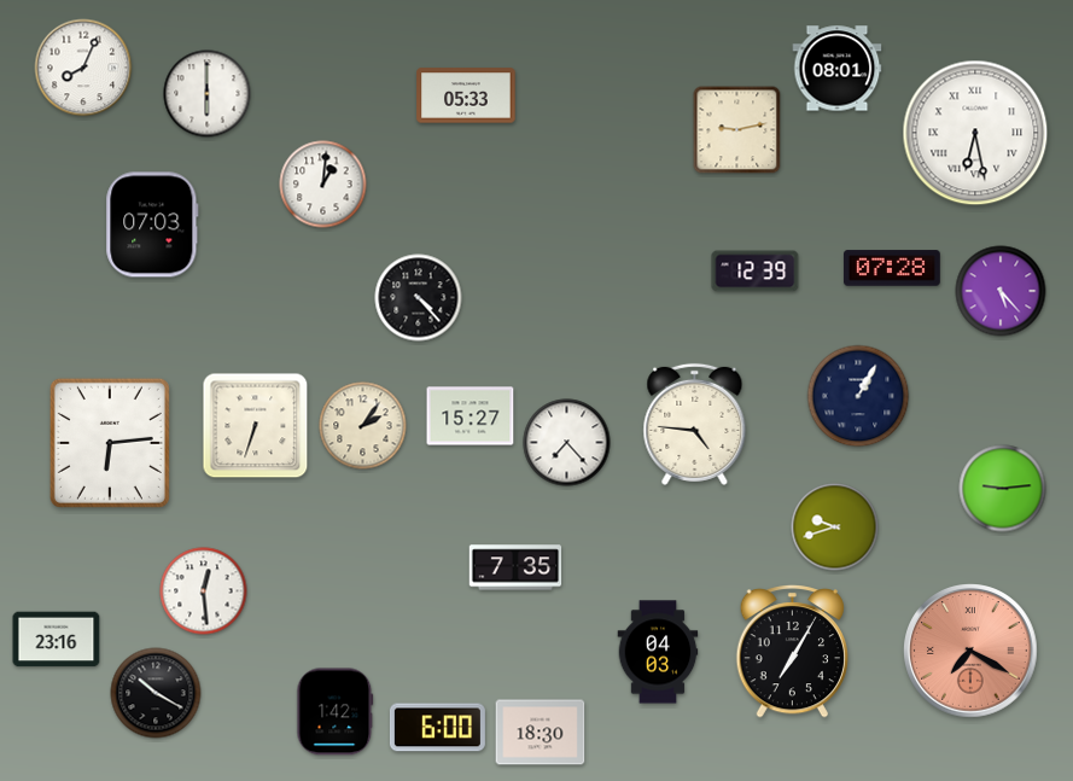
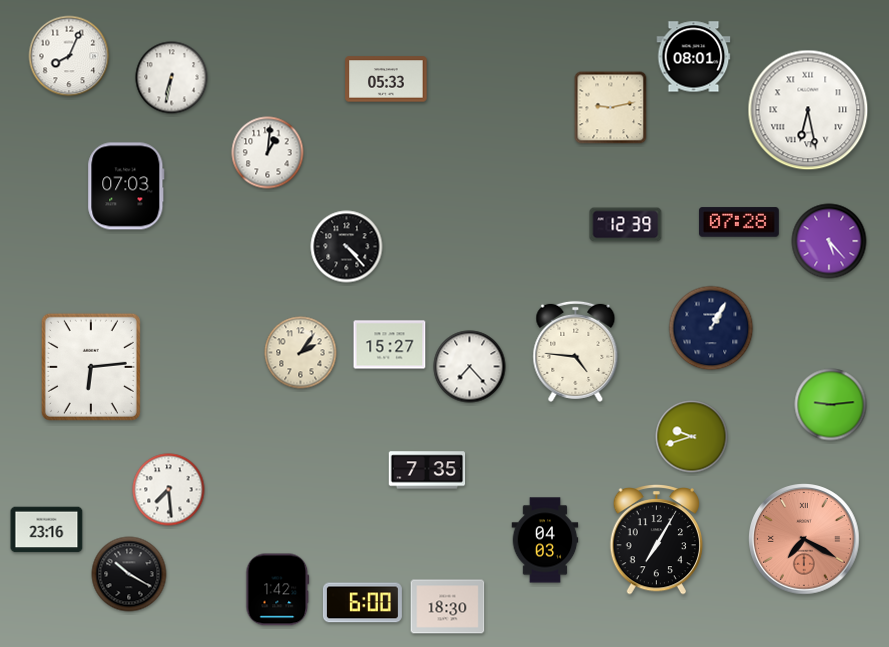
clock at (208, 94): 6:00 -> 6:32
clock at (256, 426): 6:33 -> none
clock at (204, 591): 12:29 -> 7:29
